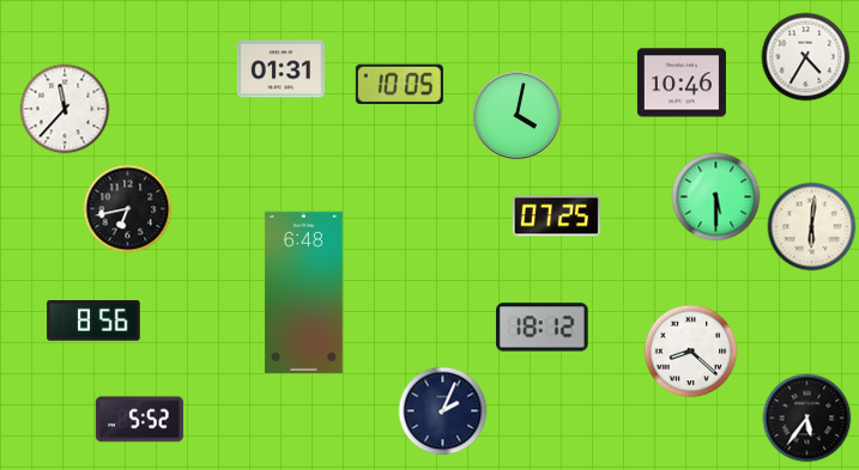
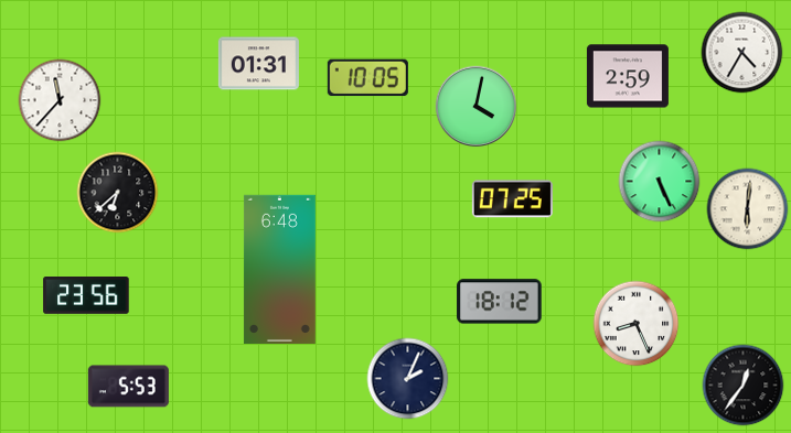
clock at (682, 83): 10:46 -> 2:59
clock at (716, 197): 5:30 -> 5:26
clock at (128, 209): 6:43 -> 6:38
clock at (93, 321): 8:56 -> 23:56
clock at (691, 352): 8:22 -> 8:26
clock at (807, 419): 5:36 -> 12:36
clock at (139, 420): 5:52 -> 5:53
